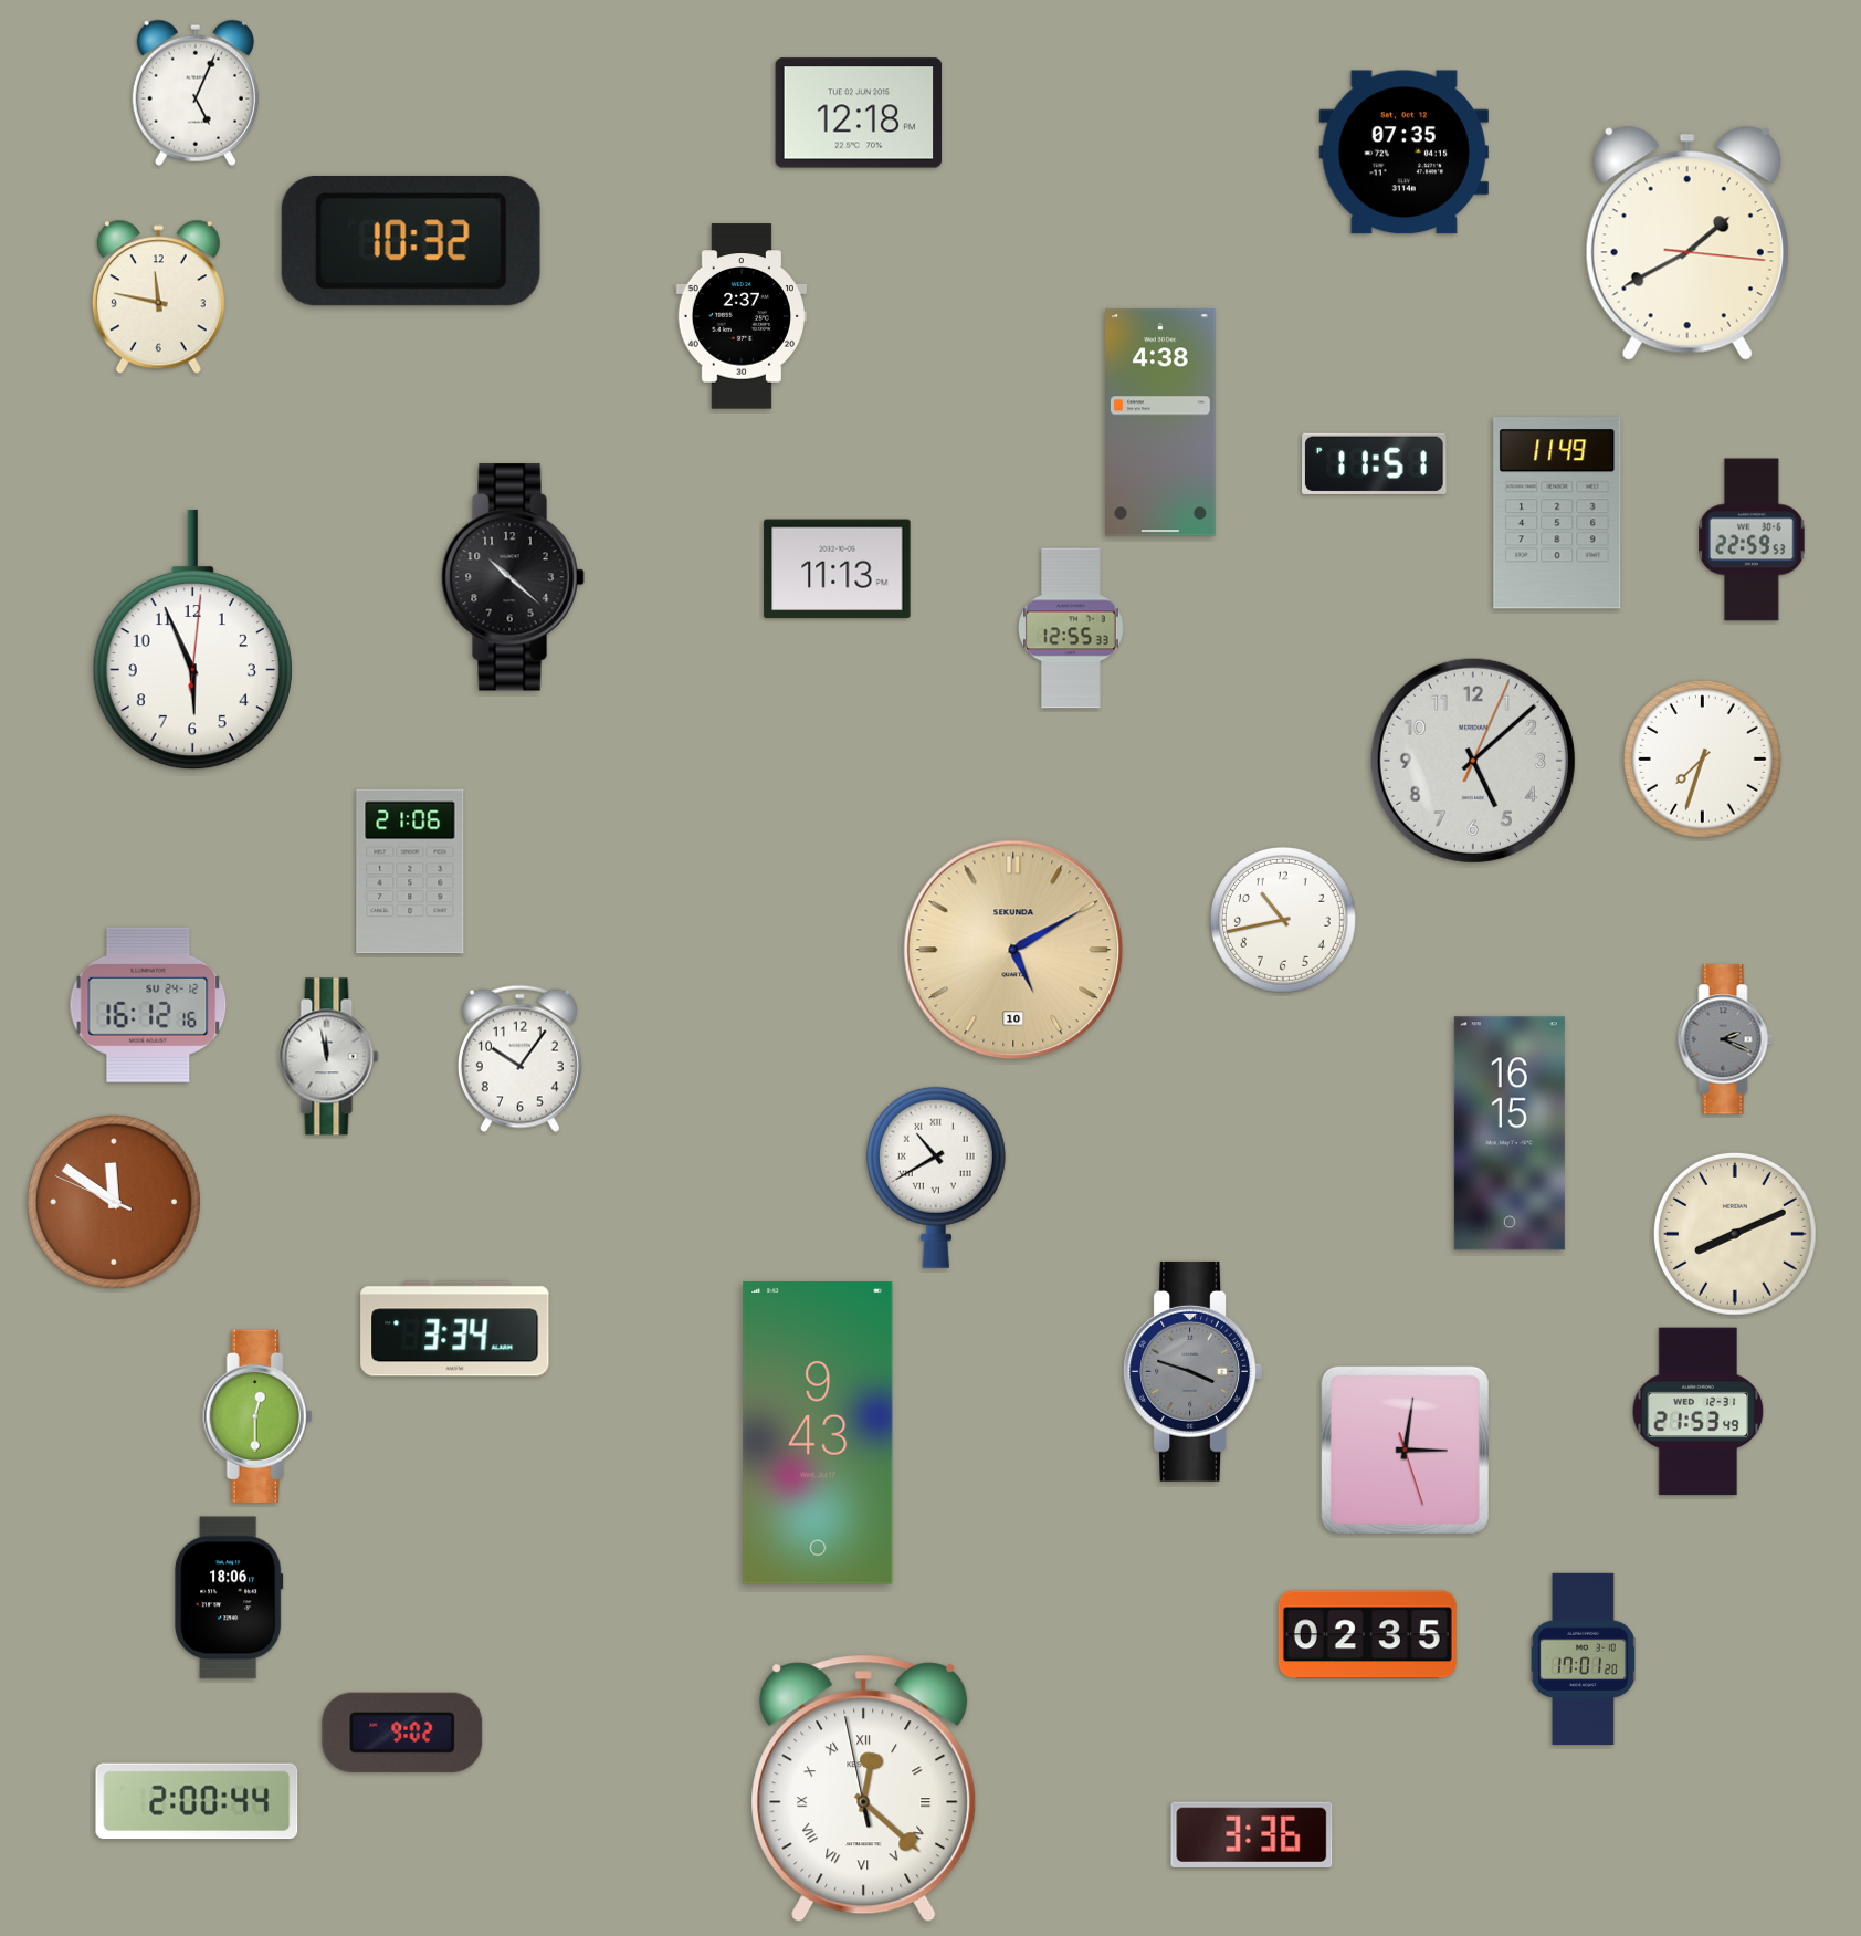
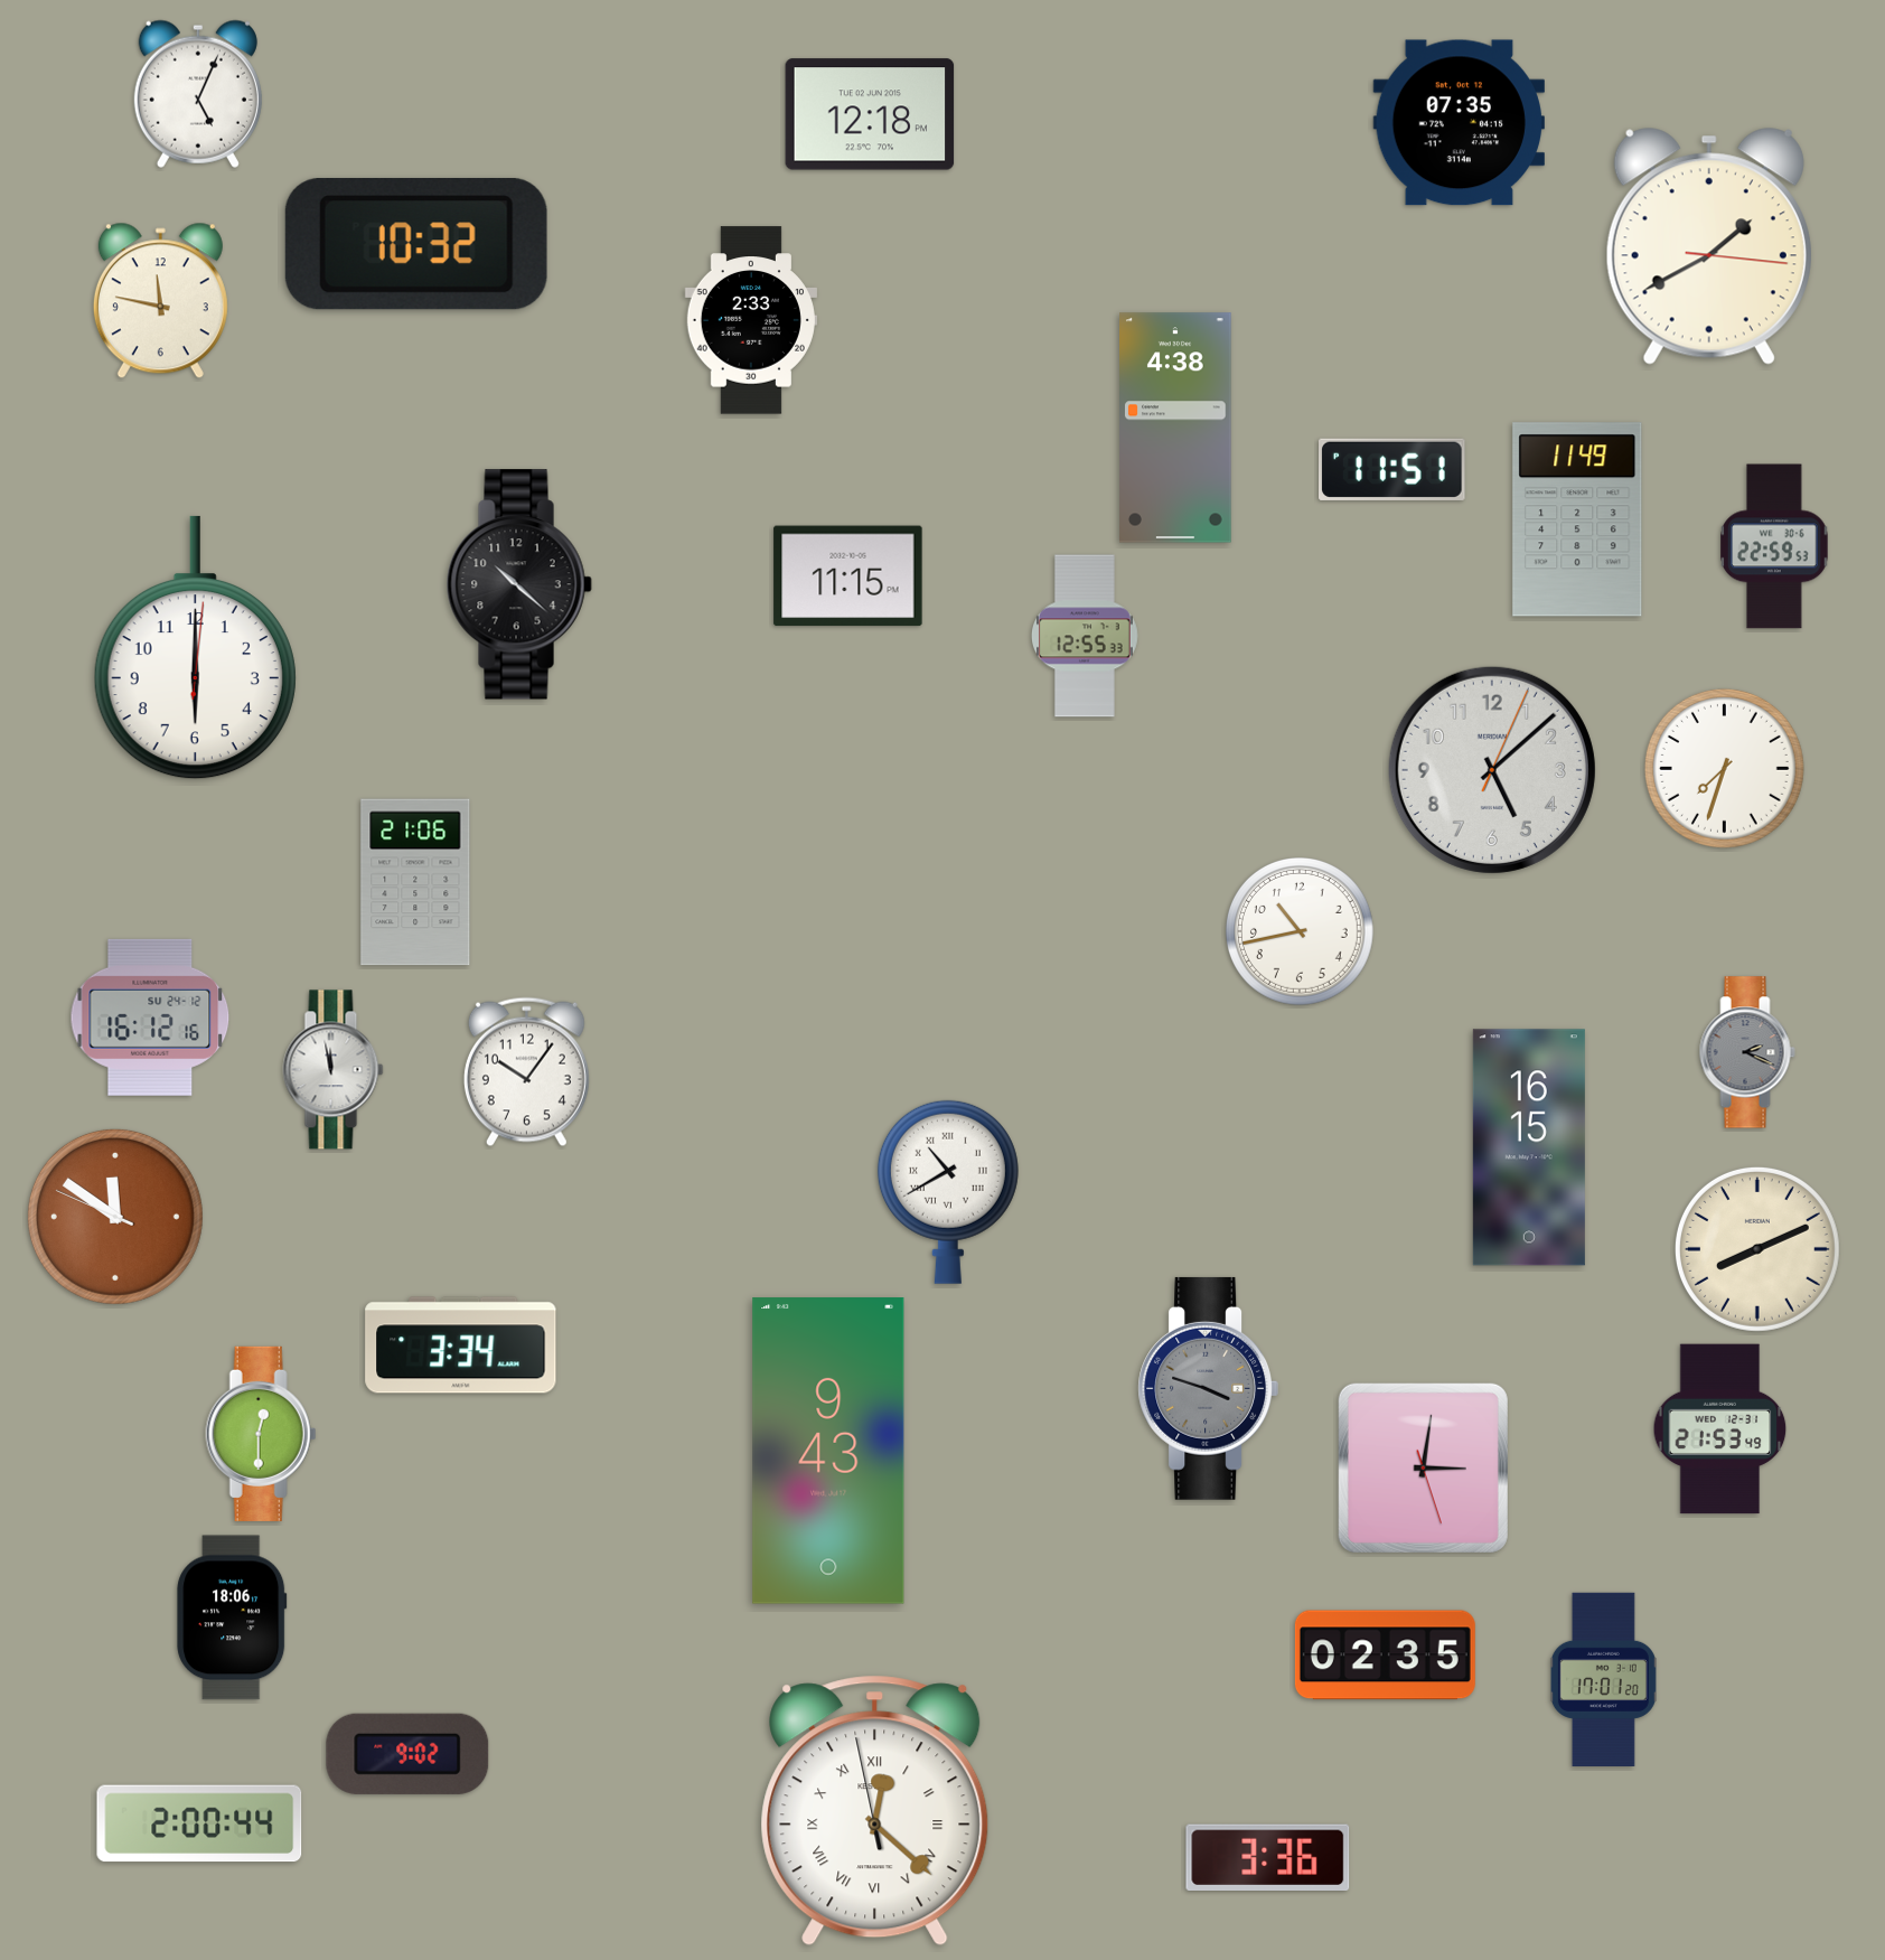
clock at (1403, 153) position: (1403, 153) -> (1459, 123)
clock at (742, 316): 2:37 -> 2:33
clock at (838, 569): 11:13 -> 11:15
clock at (192, 640): 5:56 -> 6:00
clock at (1013, 950): 5:10 -> none
